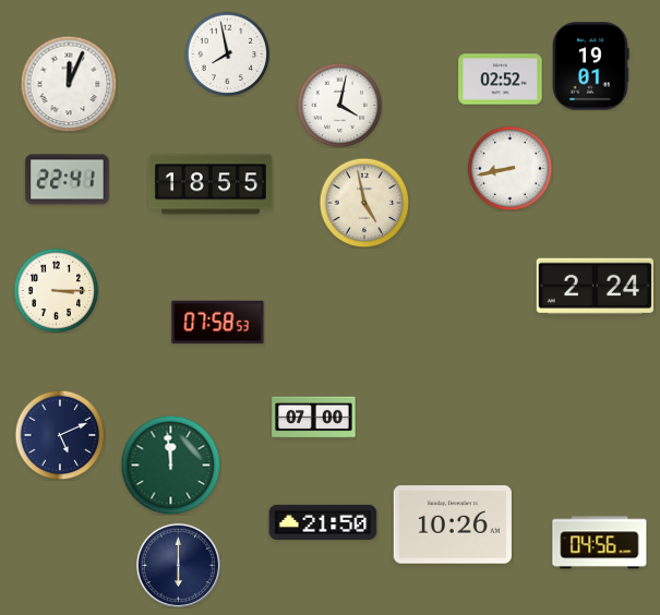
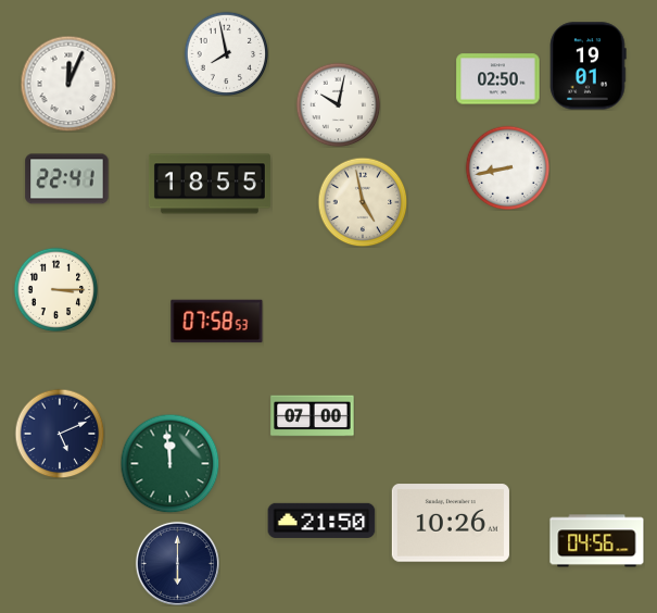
clock at (501, 80): 02:52 -> 02:50
clock at (339, 105): 4:02 -> 10:02
clock at (595, 287): 2:24 -> none
